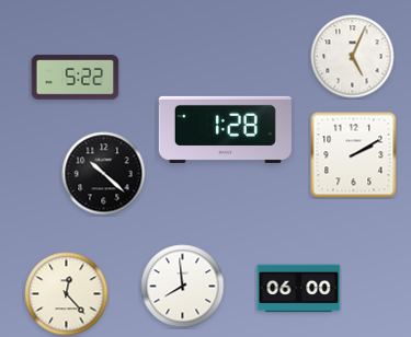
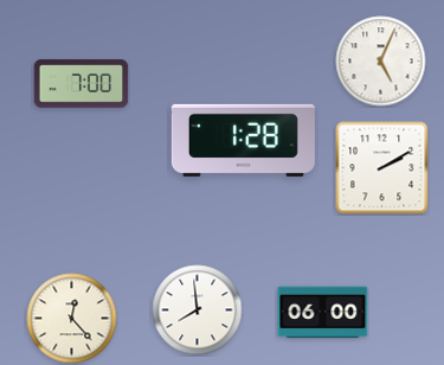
clock at (76, 78): 5:22 -> 7:00
clock at (104, 174): 10:22 -> none
